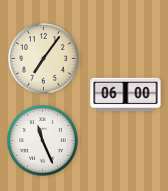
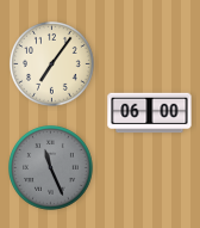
clock at (44, 59) position: (44, 59) -> (52, 64)
clock at (43, 141) dial: white -> grey
